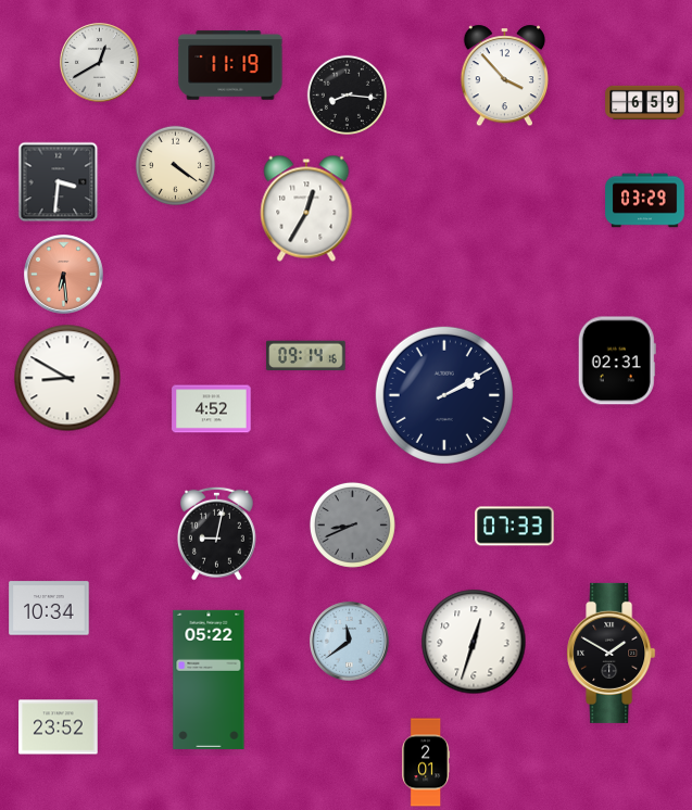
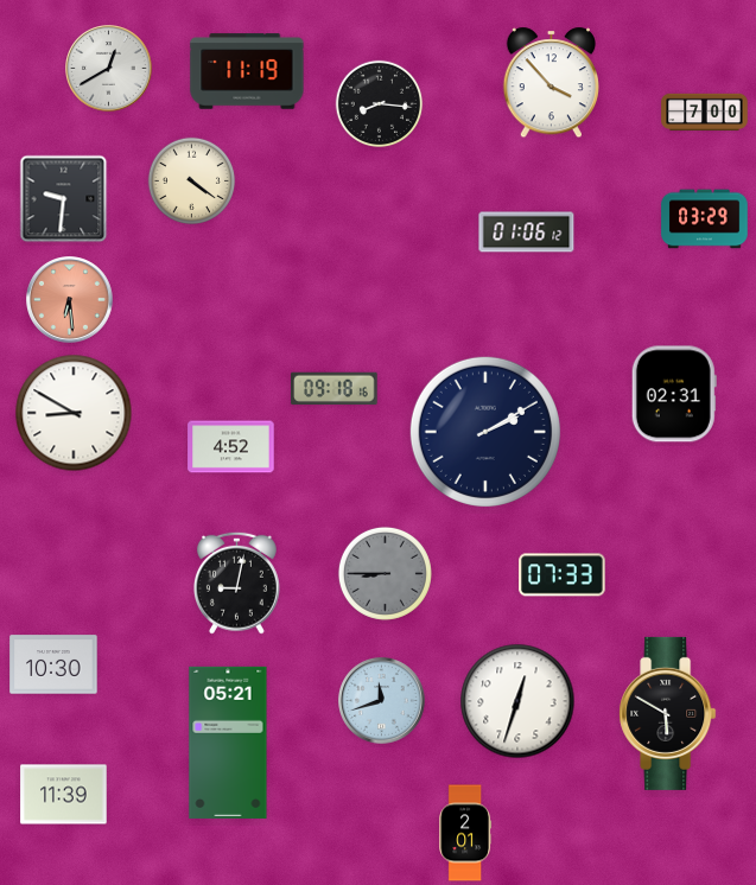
clock at (230, 65) position: (230, 65) -> (247, 71)
clock at (645, 103): 6:59 -> 7:00
clock at (59, 182): 3:31 -> 9:31
clock at (306, 208): 12:35 -> none
clock at (527, 233): none -> 01:06
clock at (306, 356): 09:14 -> 09:18
clock at (352, 524): 8:41 -> 8:45
clock at (49, 608): 10:34 -> 10:30
clock at (350, 642): 11:39 -> 11:42
clock at (612, 653): 1:50 -> 5:50
clock at (209, 680): 05:22 -> 05:21
clock at (59, 727): 23:52 -> 11:39
